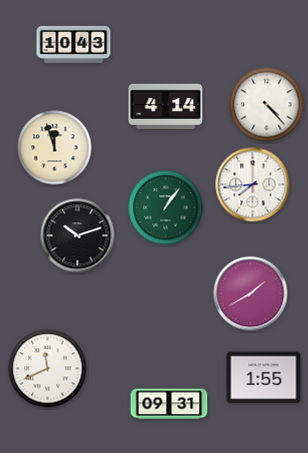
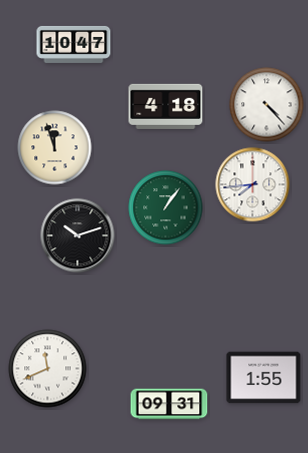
clock at (74, 44): 10:43 -> 10:47
clock at (166, 106): 4:14 -> 4:18
clock at (251, 294): 1:40 -> none
